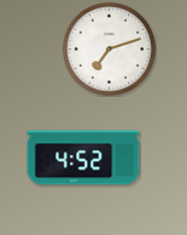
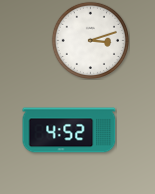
clock at (109, 48): 7:12 -> 3:12
